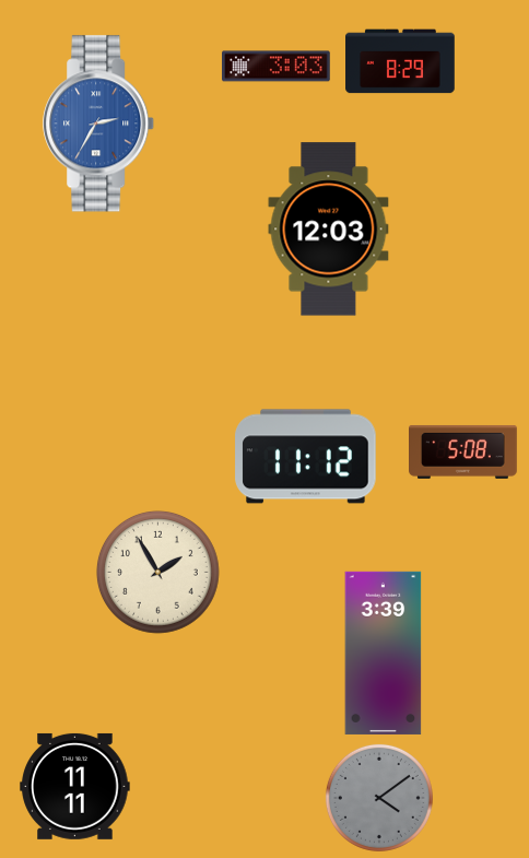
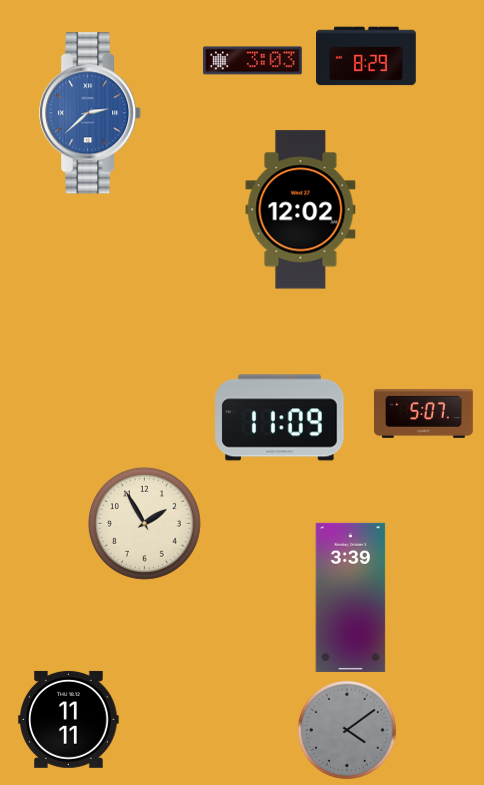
clock at (99, 124): 2:35 -> 2:38
clock at (329, 230): 12:03 -> 12:02
clock at (463, 451): 5:08 -> 5:07
clock at (306, 457): 11:12 -> 11:09
